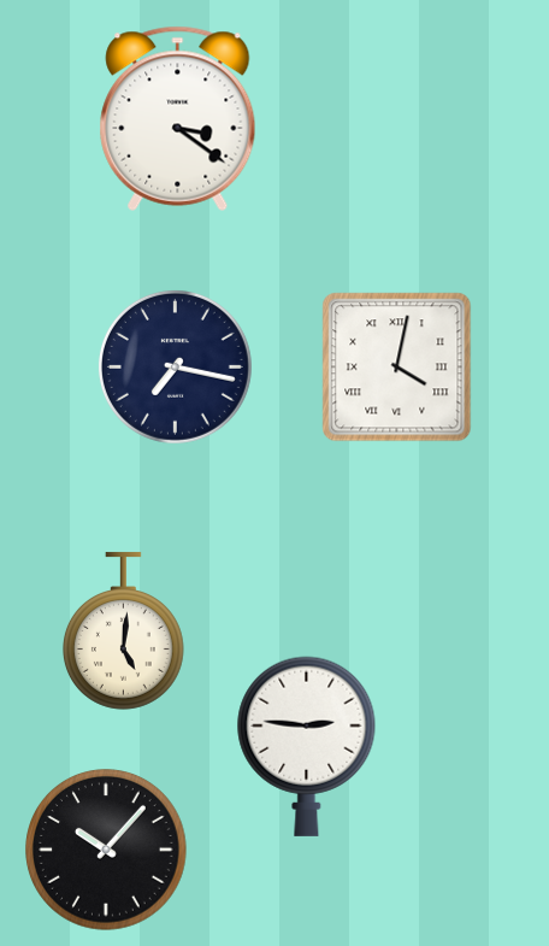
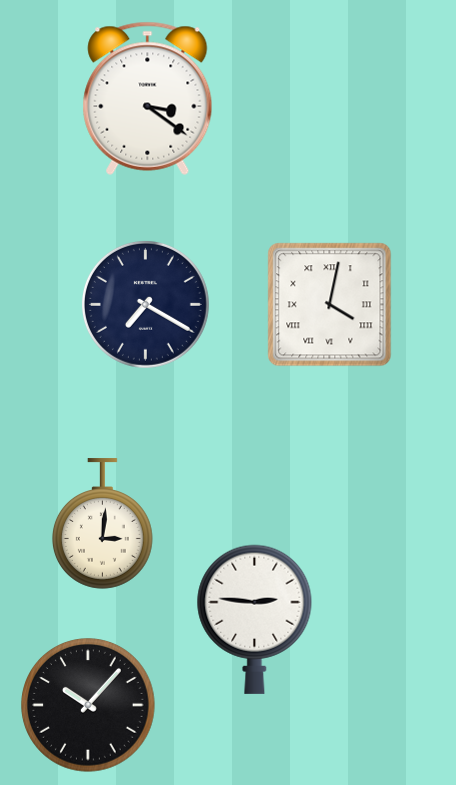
clock at (175, 366): 7:17 -> 7:20
clock at (123, 631): 5:01 -> 3:01
